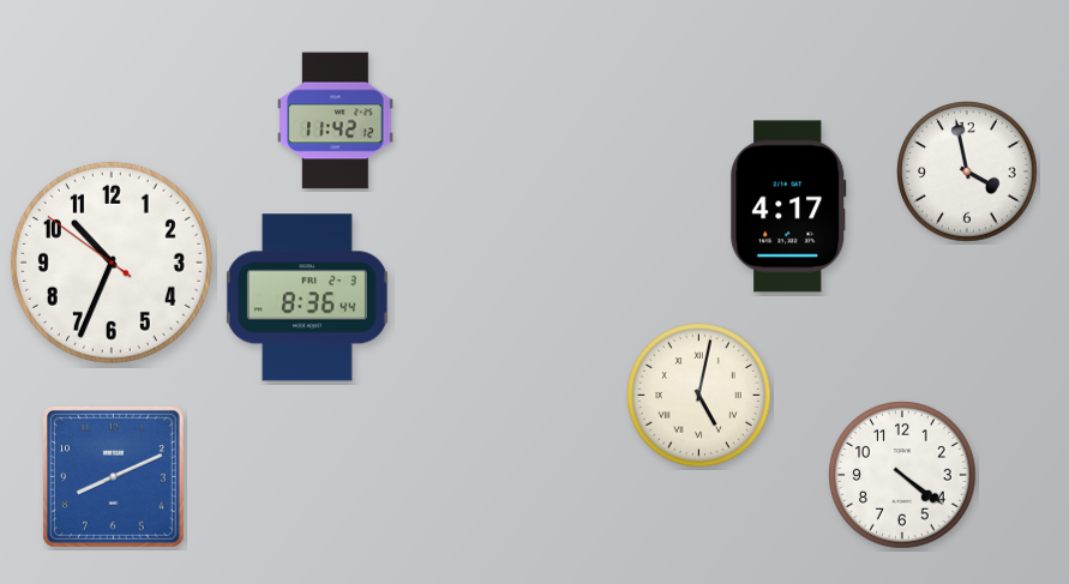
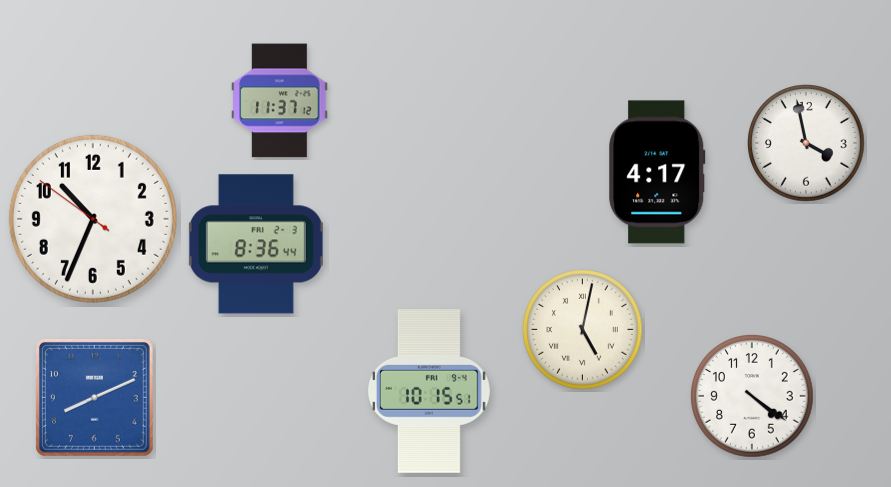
clock at (336, 121): 11:42 -> 11:37
clock at (307, 297) position: (307, 297) -> (256, 244)
clock at (430, 392): none -> 10:15
